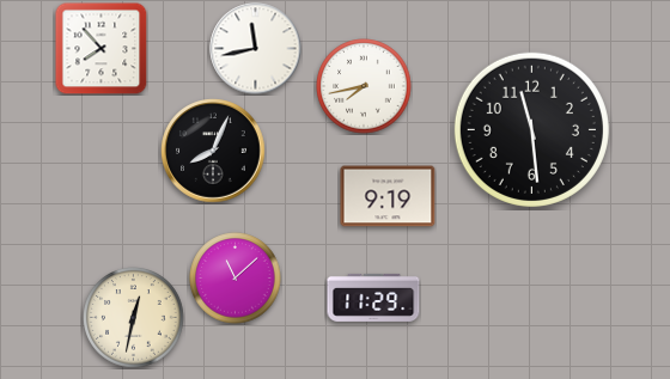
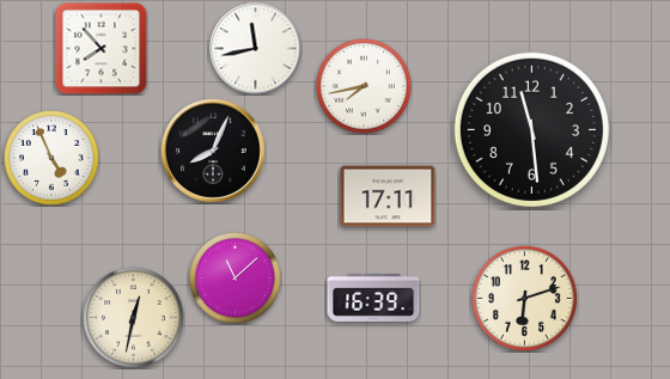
clock at (51, 158): none -> 4:56
clock at (388, 196): 9:19 -> 17:11
clock at (373, 298): 11:29 -> 16:39
clock at (525, 299): none -> 6:12
